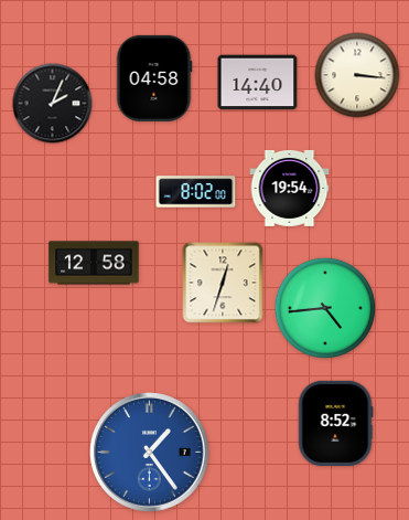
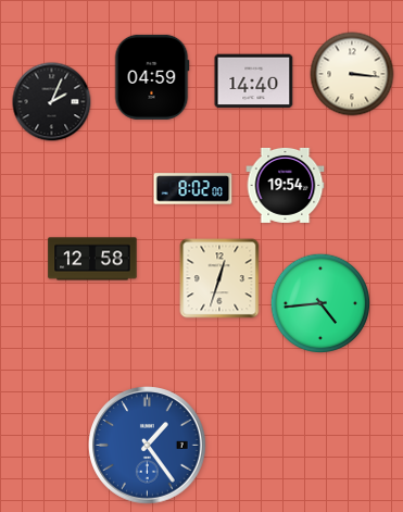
clock at (154, 78): 04:58 -> 04:59
clock at (335, 423): 8:52 -> none
